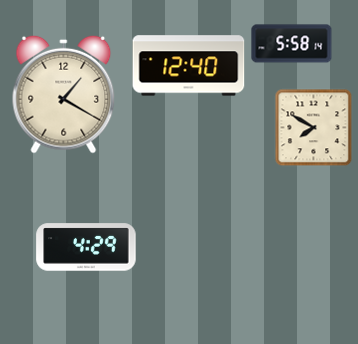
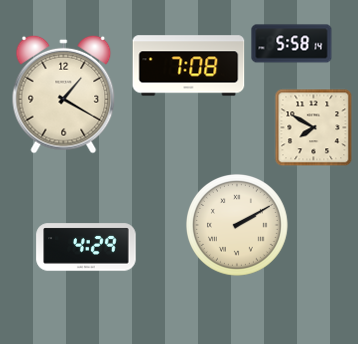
clock at (189, 66): 12:40 -> 7:08
clock at (238, 226): none -> 2:10
